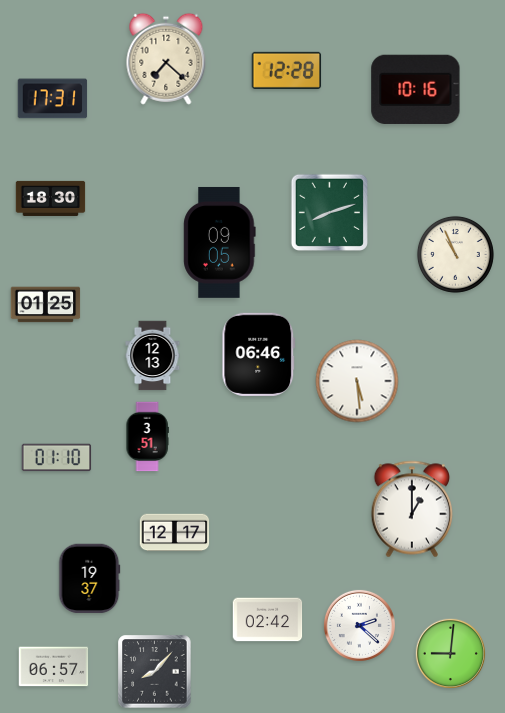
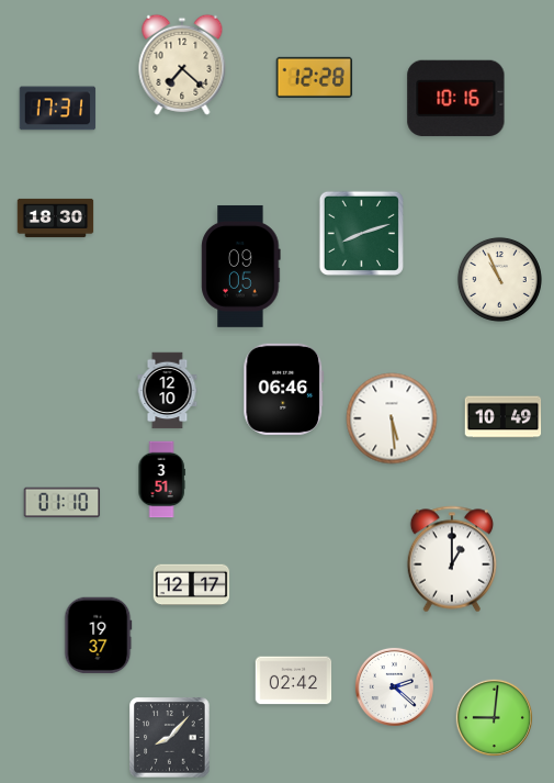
clock at (46, 305): 01:25 -> none
clock at (153, 356): 12:13 -> 12:10
clock at (504, 417): none -> 10:49
clock at (54, 667): 06:57 -> none
